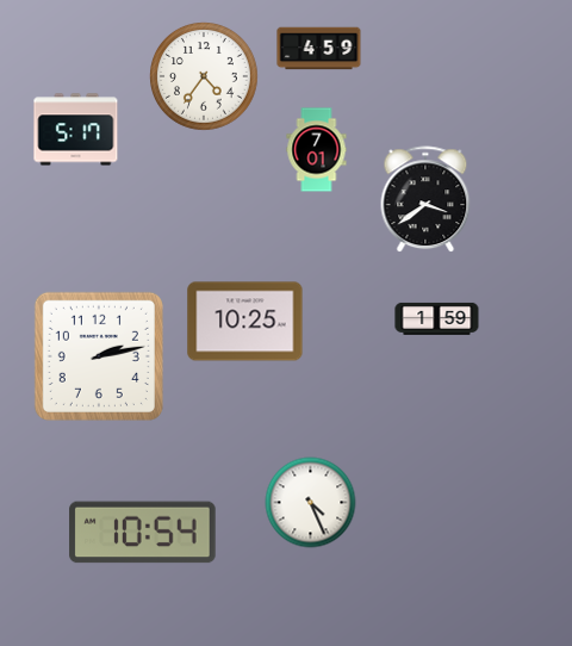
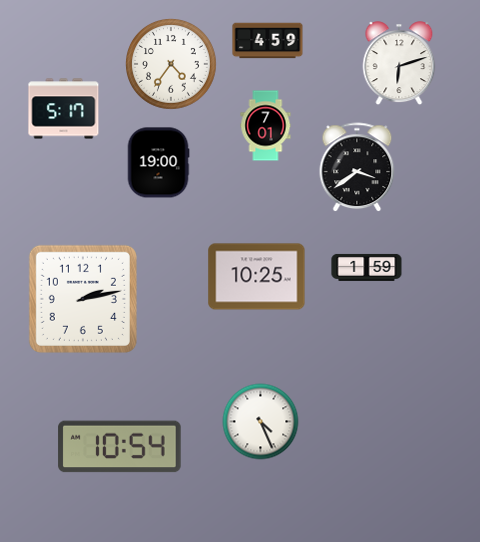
clock at (399, 64): none -> 6:12
clock at (158, 163): none -> 19:00
clock at (245, 322) position: (245, 322) -> (257, 277)
